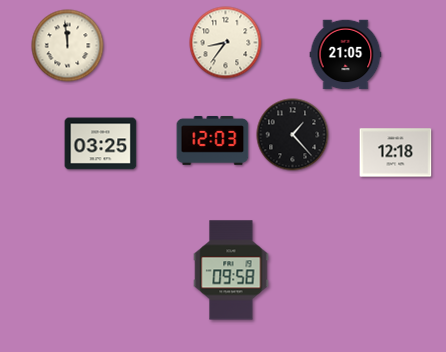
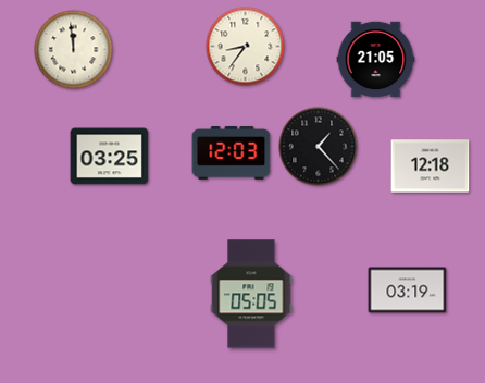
clock at (408, 291): none -> 03:19
clock at (231, 270): 09:58 -> 05:05
